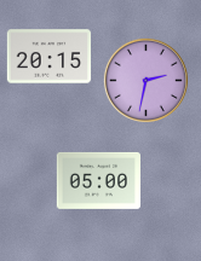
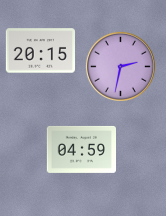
clock at (48, 57) position: (48, 57) -> (40, 51)
clock at (98, 180): 05:00 -> 04:59
